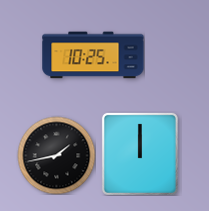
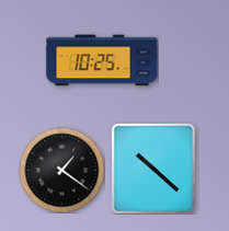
clock at (140, 154): 12:00 -> 10:22
clock at (56, 155): 1:43 -> 1:21
